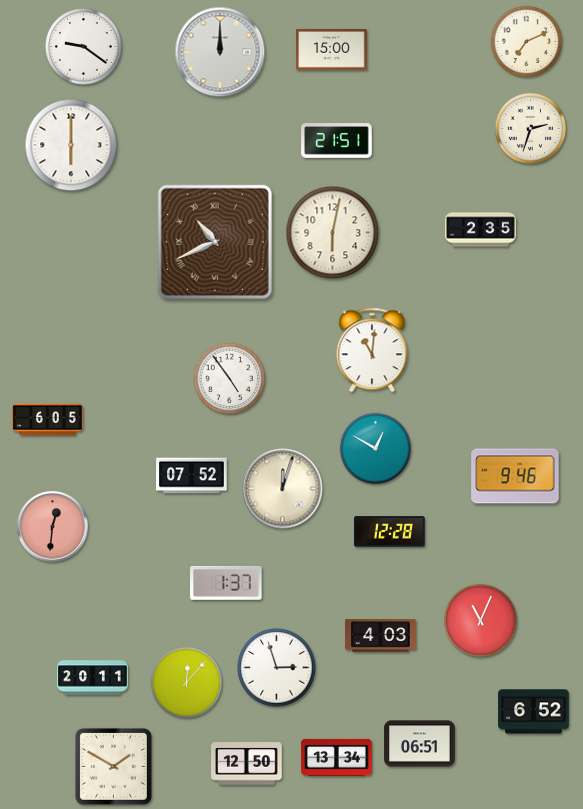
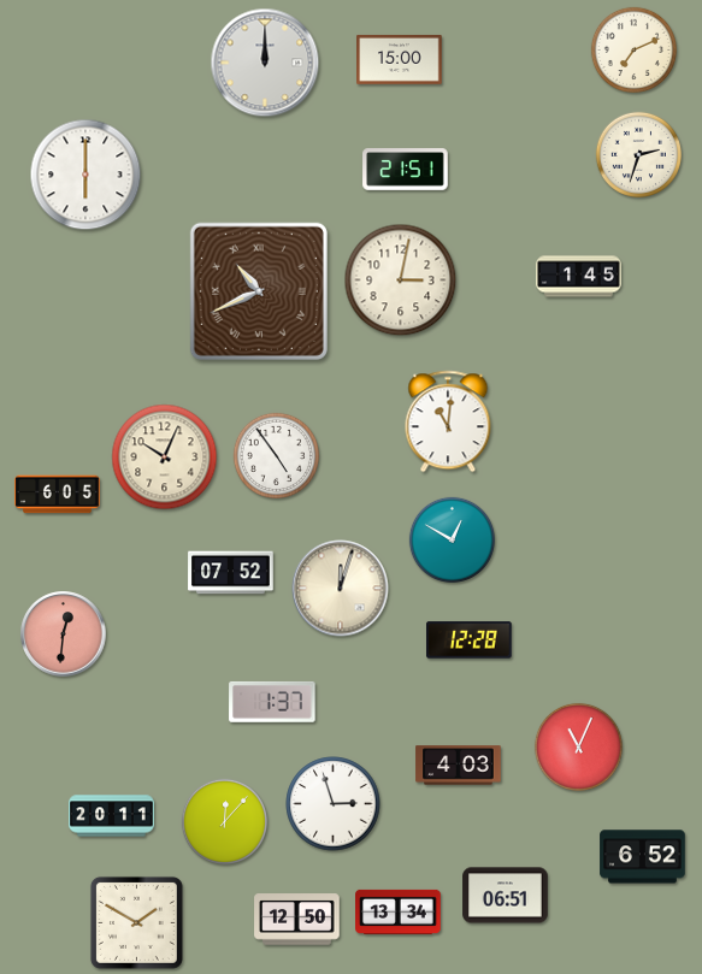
clock at (84, 47): 9:21 -> none
clock at (481, 230): 2:35 -> 1:45
clock at (333, 233): 6:02 -> 3:02
clock at (165, 458): none -> 10:04
clock at (48, 420) position: (48, 420) -> (58, 495)
clock at (515, 476): 9:46 -> none
clock at (337, 757) position: (337, 757) -> (399, 911)
